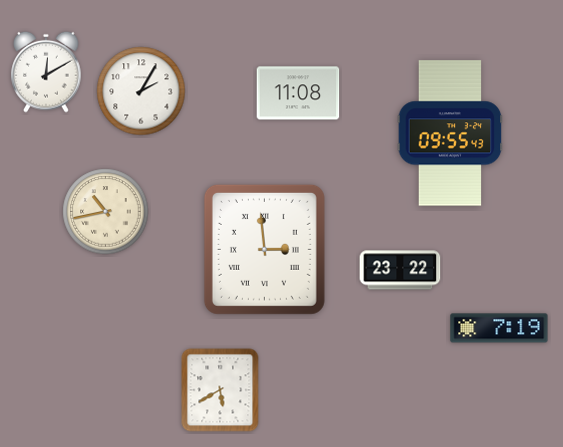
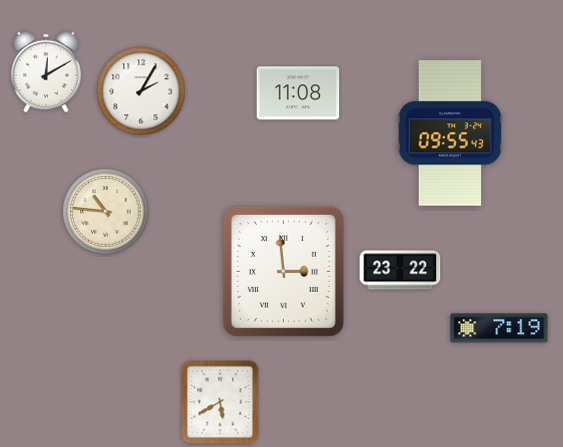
clock at (106, 212): 10:43 -> 10:46
clock at (264, 249) position: (264, 249) -> (283, 271)
clock at (220, 390) position: (220, 390) -> (220, 402)
